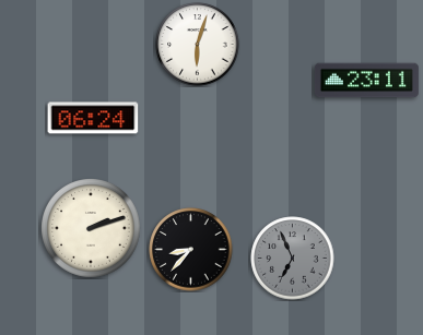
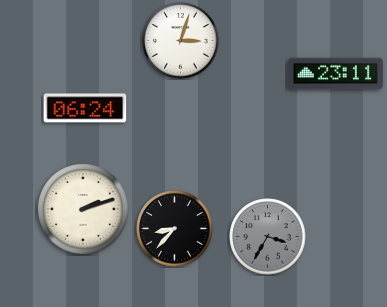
clock at (198, 45): 6:03 -> 3:03
clock at (293, 259): 6:56 -> 3:35
